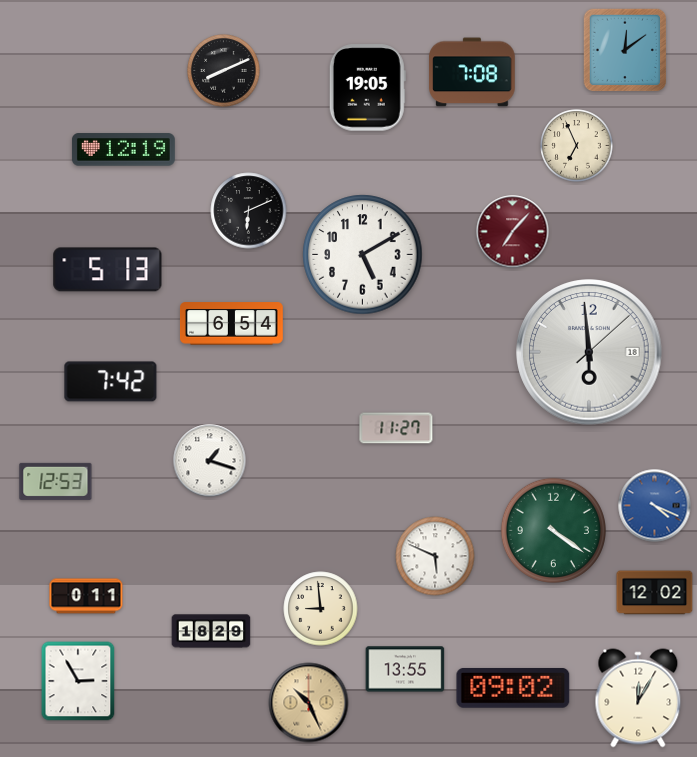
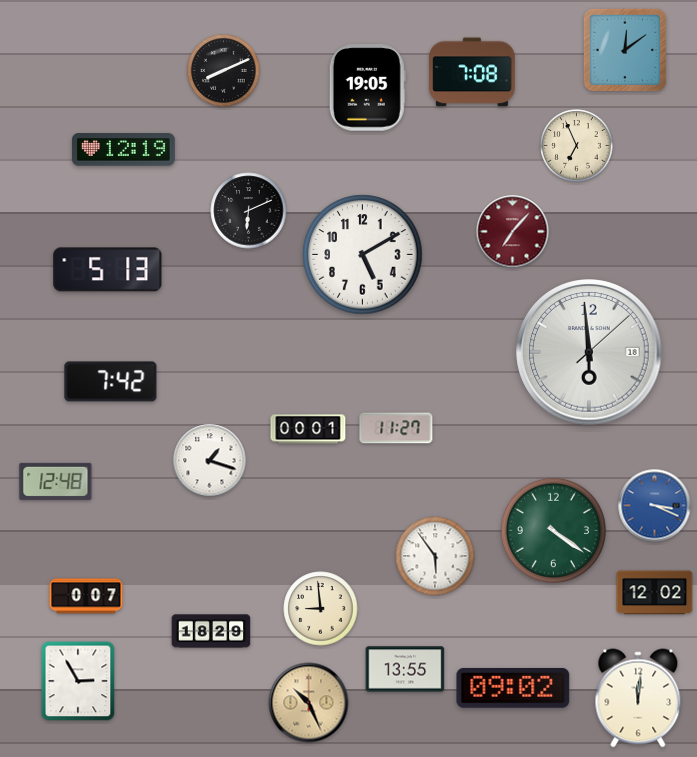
clock at (231, 324): 6:54 -> none
clock at (308, 429): none -> 00:01
clock at (56, 481): 12:53 -> 12:48
clock at (655, 506): 4:19 -> 3:19
clock at (435, 556): 5:49 -> 5:54
clock at (86, 596): 0:11 -> 0:07
clock at (638, 698): 12:05 -> 12:01
